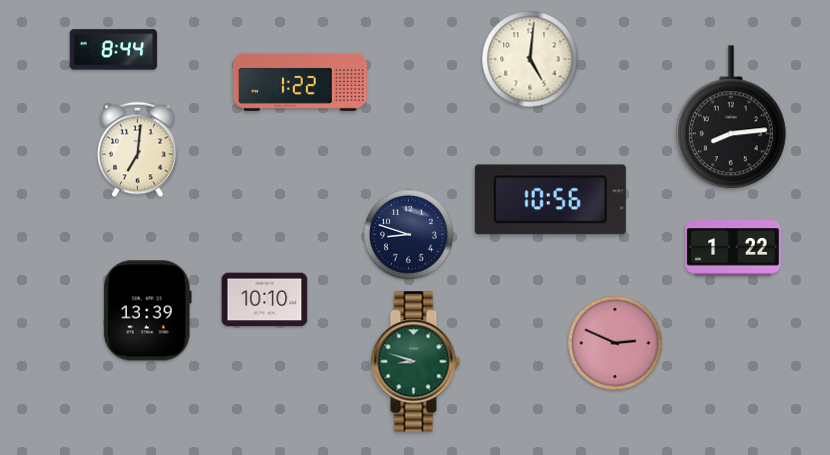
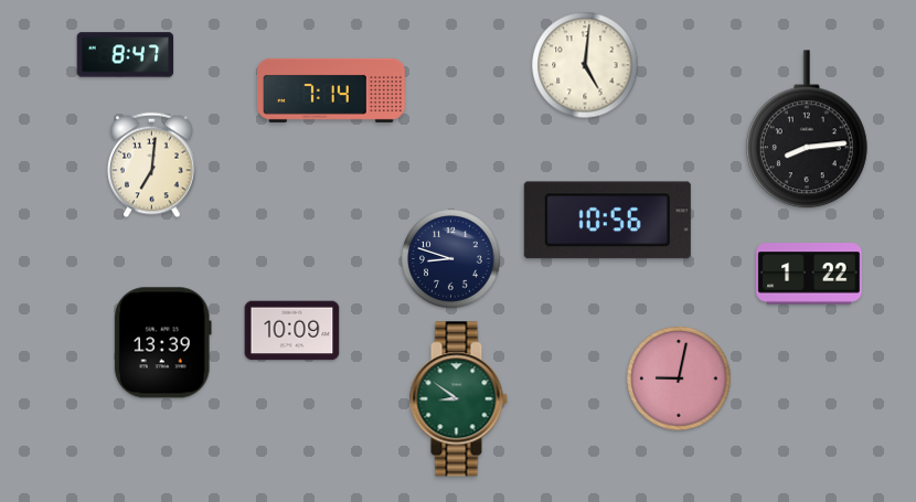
clock at (114, 50): 8:44 -> 8:47
clock at (301, 82): 1:22 -> 7:14
clock at (265, 300): 10:10 -> 10:09
clock at (615, 343): 2:49 -> 9:02
clock at (415, 362): 8:48 -> 8:51
